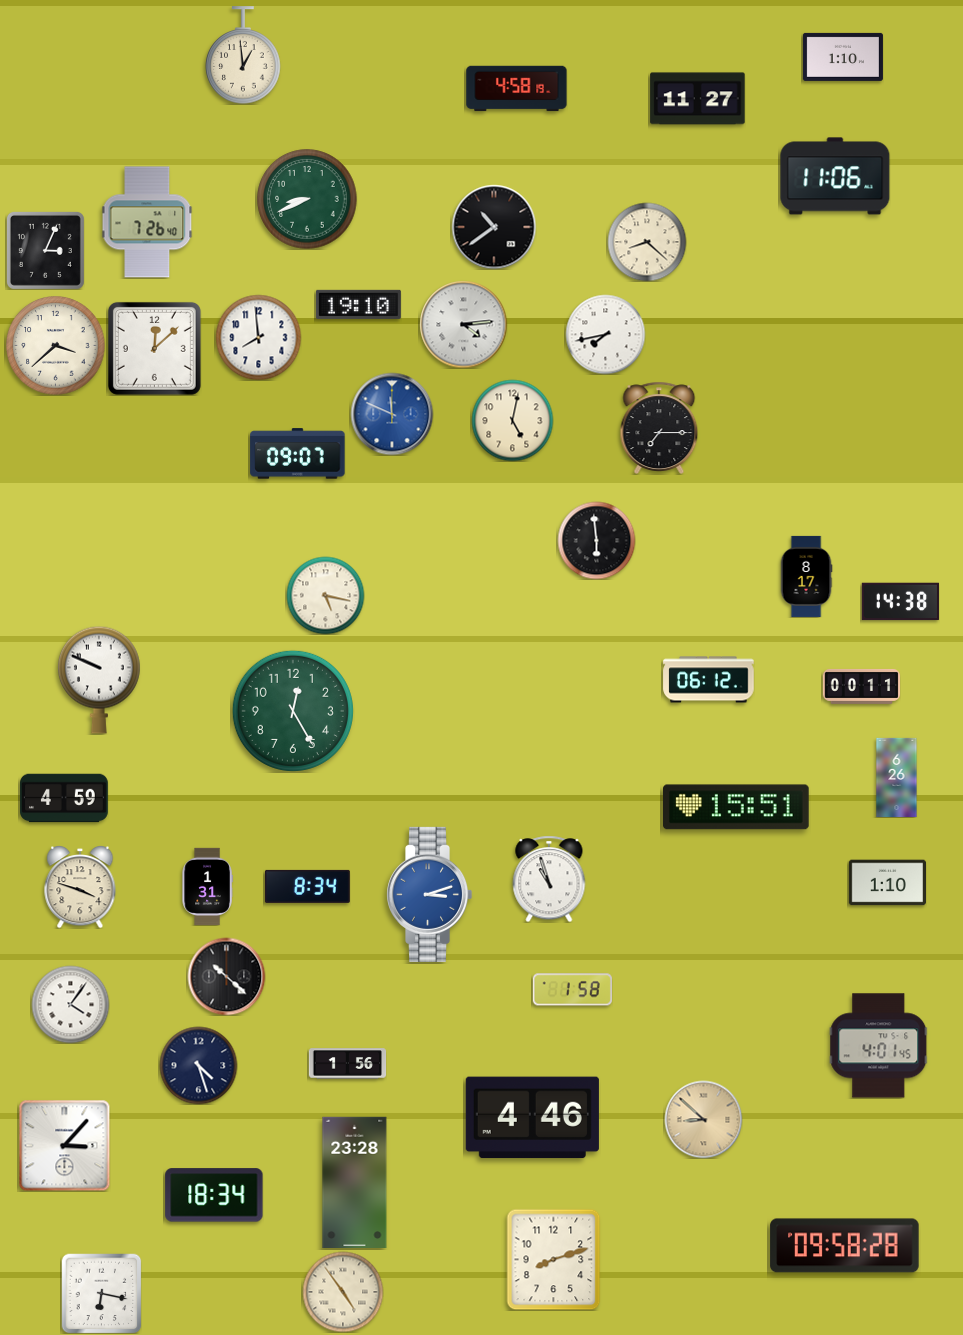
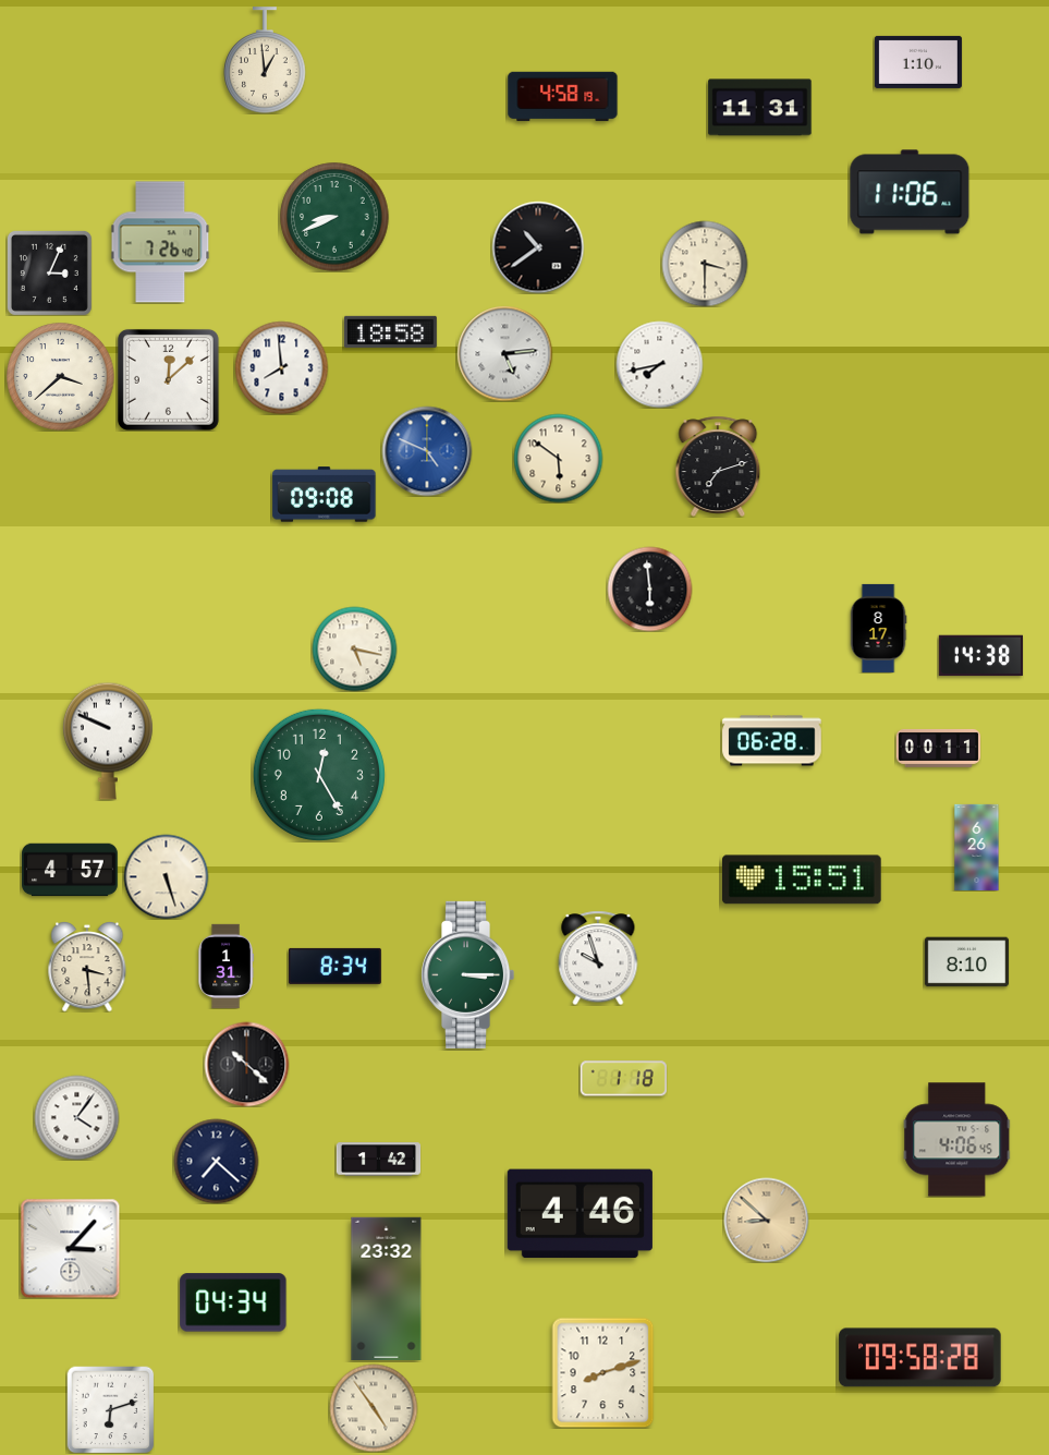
clock at (698, 99): 11:27 -> 11:31
clock at (647, 242): 8:22 -> 3:30
clock at (358, 304): 19:10 -> 18:58
clock at (463, 324): 4:14 -> 5:14
clock at (392, 414): 11:49 -> 4:49
clock at (512, 420): 5:02 -> 5:51
clock at (659, 427): 7:15 -> 7:12
clock at (298, 454): 09:07 -> 09:08
clock at (709, 680): 06:12 -> 06:28
clock at (64, 798): 4:59 -> 4:57
clock at (166, 876): none -> 5:27
clock at (549, 879): 10:57 -> 9:57
clock at (887, 883): 1:10 -> 8:10
clock at (80, 887): 3:48 -> 3:29
clock at (430, 894): 3:12 -> 3:15
clock at (430, 894) dial: blue -> green
clock at (572, 990): 1:58 -> 1:18
clock at (70, 1004) position: (70, 1004) -> (76, 1117)
clock at (879, 1046): 4:01 -> 4:06
clock at (347, 1064): 1:56 -> 1:42
clock at (198, 1065): 4:27 -> 7:22
clock at (532, 1118) position: (532, 1118) -> (580, 1214)
clock at (355, 1182): 23:28 -> 23:32
clock at (214, 1195): 18:34 -> 04:34
clock at (101, 1293): 6:17 -> 6:12
